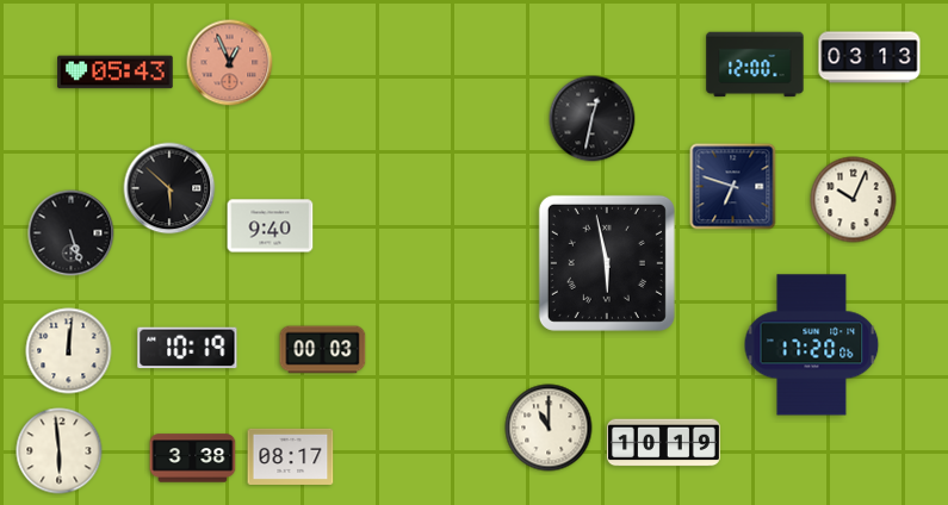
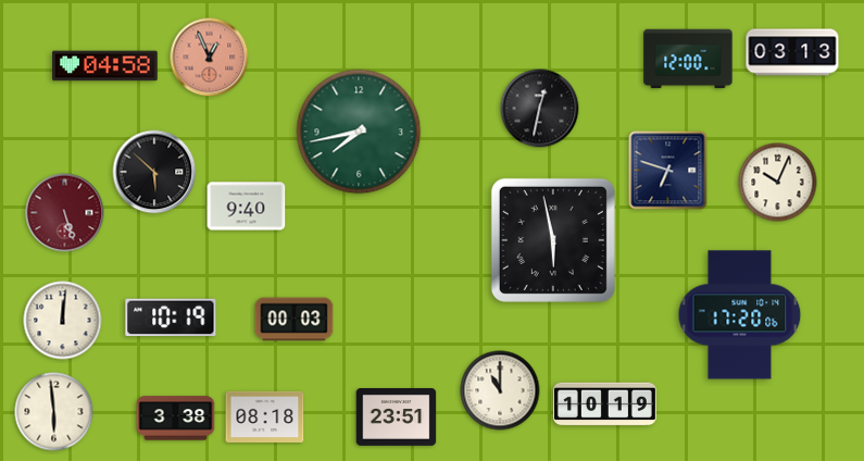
clock at (116, 73): 05:43 -> 04:58
clock at (359, 132): none -> 7:43
clock at (72, 233) dial: black -> burgundy
clock at (291, 456): 08:17 -> 08:18
clock at (397, 418): none -> 23:51
